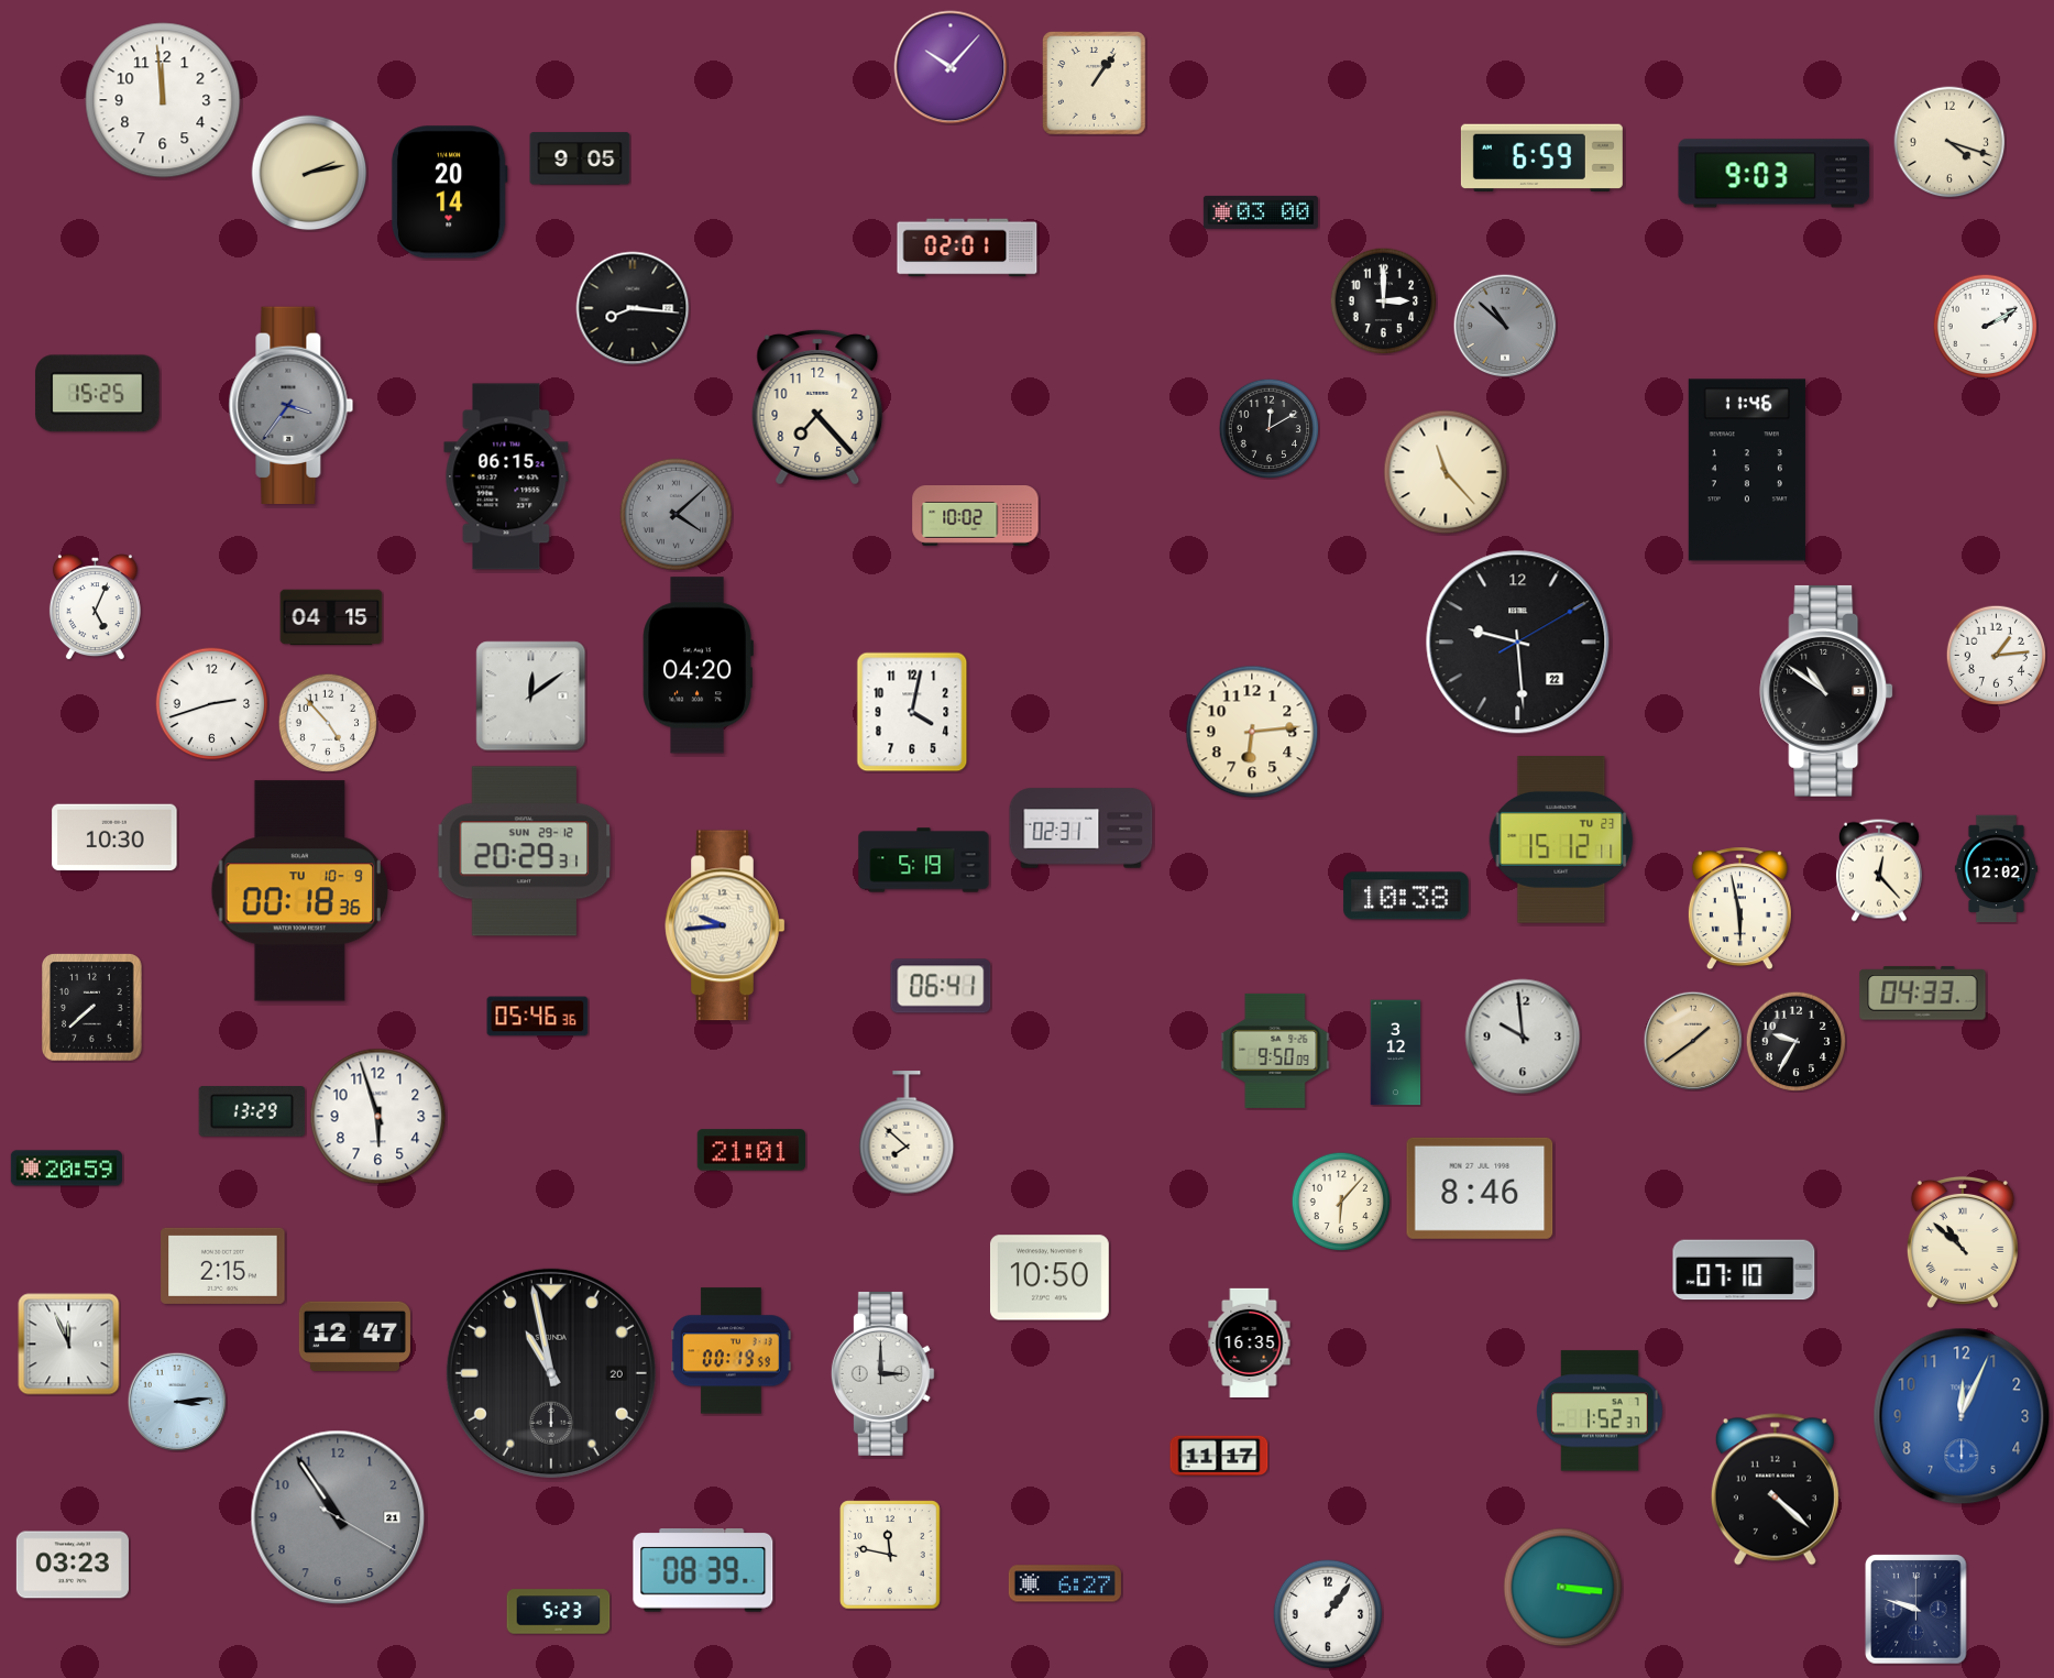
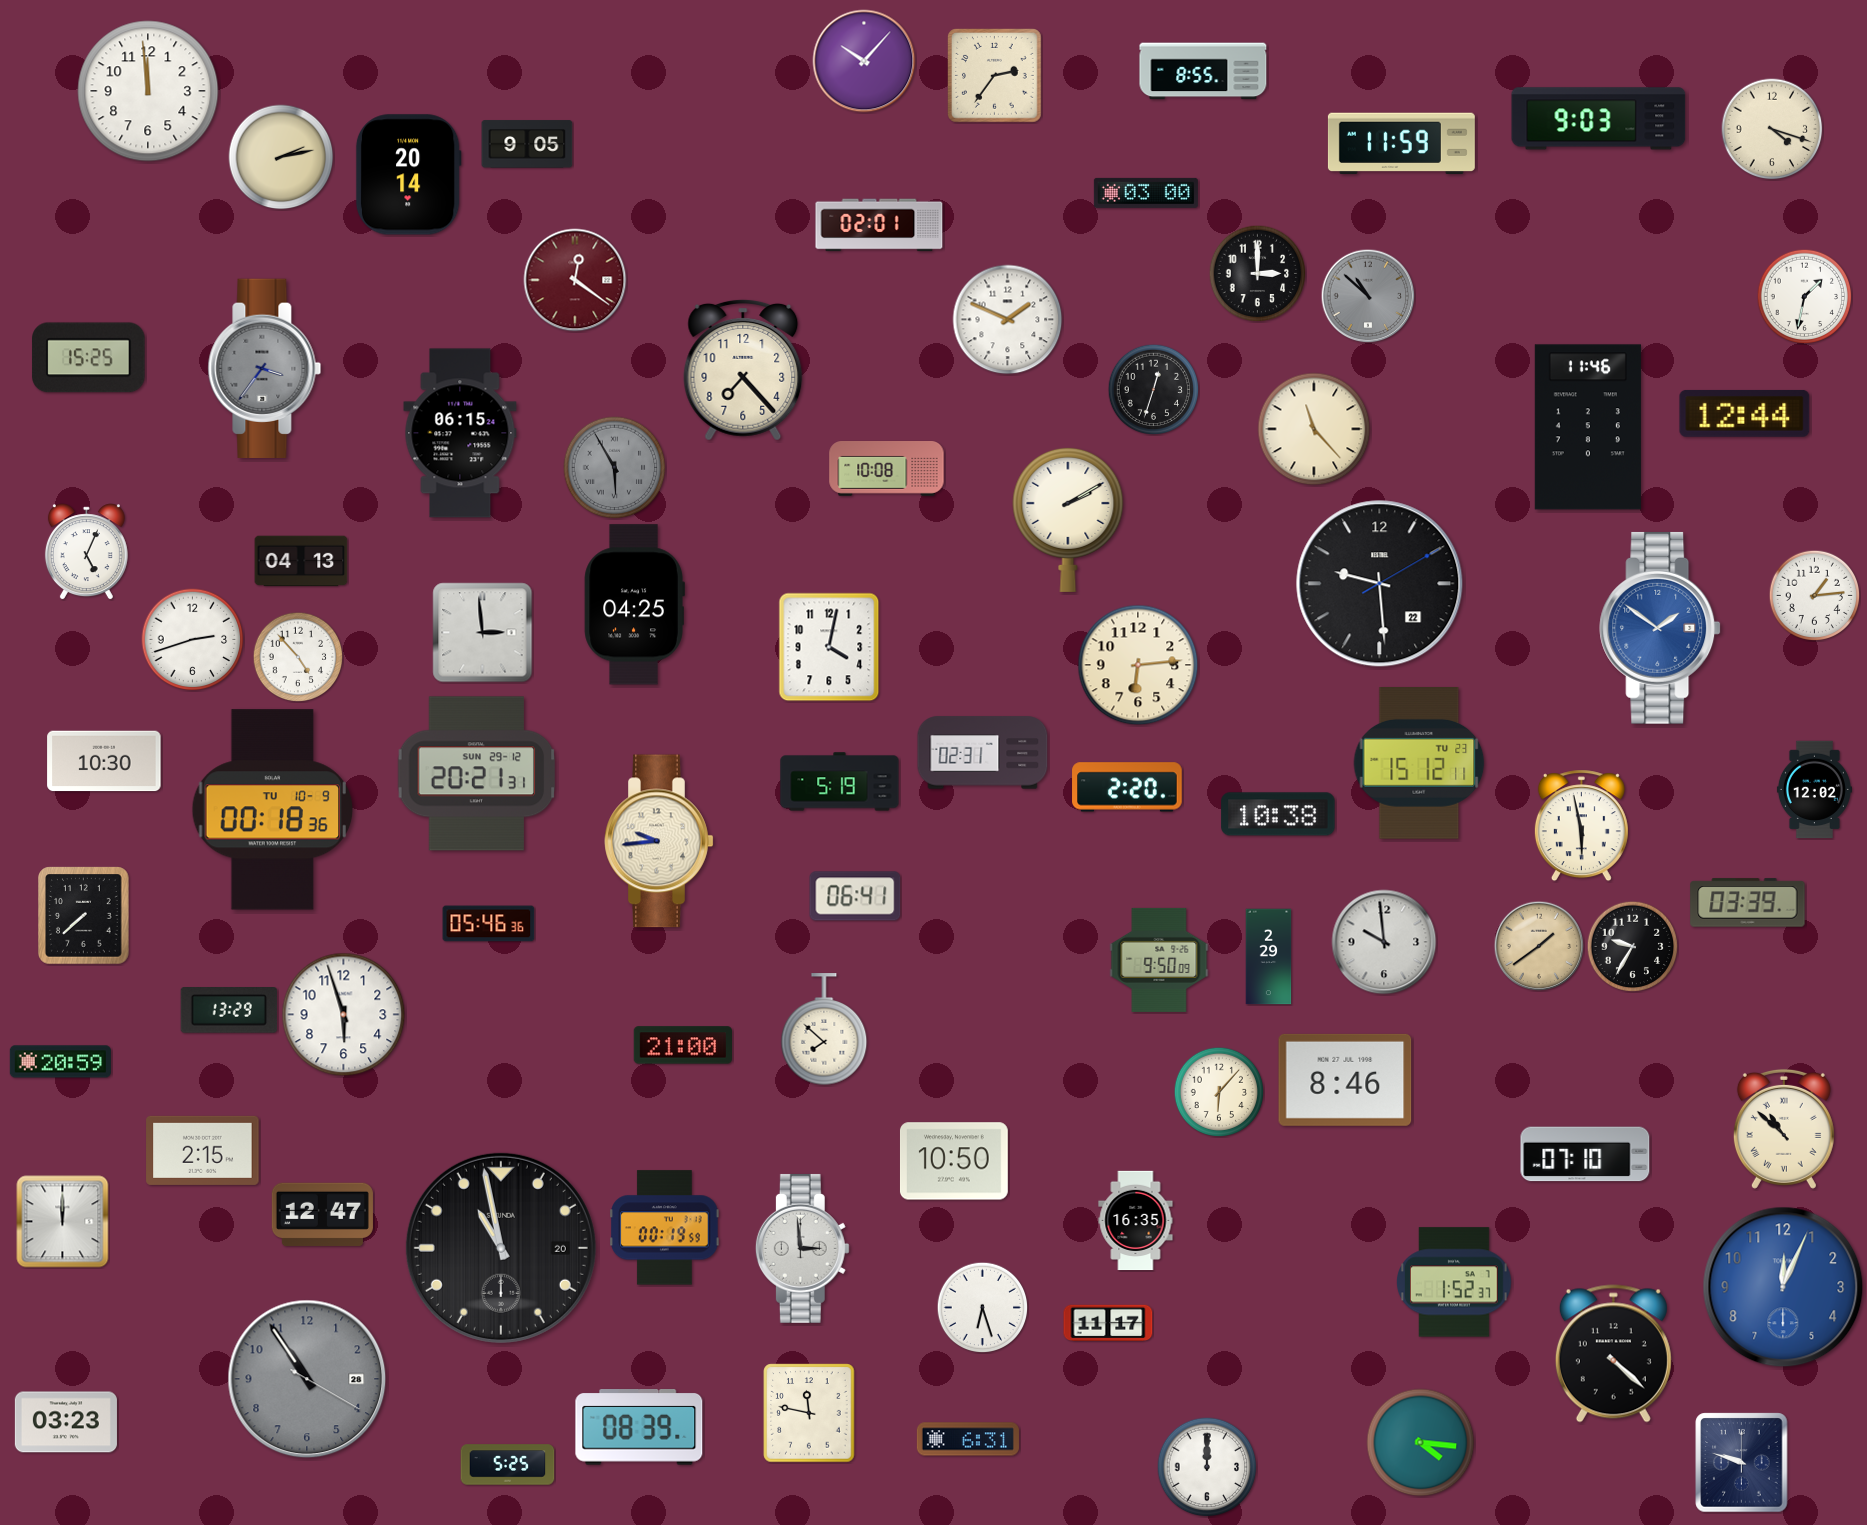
clock at (1203, 71): none -> 8:55
clock at (1095, 84): 1:06 -> 2:36
clock at (1541, 158): 6:59 -> 11:59
clock at (1775, 174) position: (1775, 174) -> (1599, 119)
clock at (633, 308): 8:16 -> 12:21
clock at (633, 308) dial: black -> burgundy
clock at (1985, 326): 2:10 -> 1:32
clock at (1008, 320): none -> 1:49
clock at (1268, 428): 12:10 -> 12:33
clock at (1745, 414): none -> 12:44
clock at (677, 515): 4:08 -> 5:55
clock at (976, 516): 10:02 -> 10:08
clock at (1068, 519): none -> 2:10
clock at (331, 617): 04:15 -> 04:13
clock at (698, 666): 04:20 -> 04:25
clock at (1826, 691): 10:51 -> 1:51
clock at (1826, 691) dial: black -> blue
clock at (531, 697): 12:09 -> 2:59
clock at (525, 852): 20:29 -> 20:21
clock at (1127, 787): none -> 2:20
clock at (1879, 870): 12:23 -> none
clock at (1923, 994): 04:33 -> 03:39
clock at (1275, 1051) position: (1275, 1051) -> (1159, 960)
clock at (1396, 1053): 3:12 -> 2:29
clock at (751, 1150): 21:01 -> 21:00
clock at (69, 1345): 11:56 -> 12:00
clock at (882, 1373): 3:00 -> 2:59
clock at (177, 1402): 3:14 -> none
clock at (982, 1307): none -> 6:27
clock at (338, 1517) date: 21 -> 28
clock at (1065, 1583): 6:27 -> 6:31
clock at (1563, 1588): 3:16 -> 4:16
clock at (559, 1612): 5:23 -> 5:25
clock at (1328, 1614): 1:06 -> 12:00
